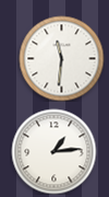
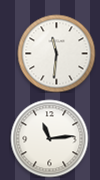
clock at (53, 151): 1:14 -> 11:14
